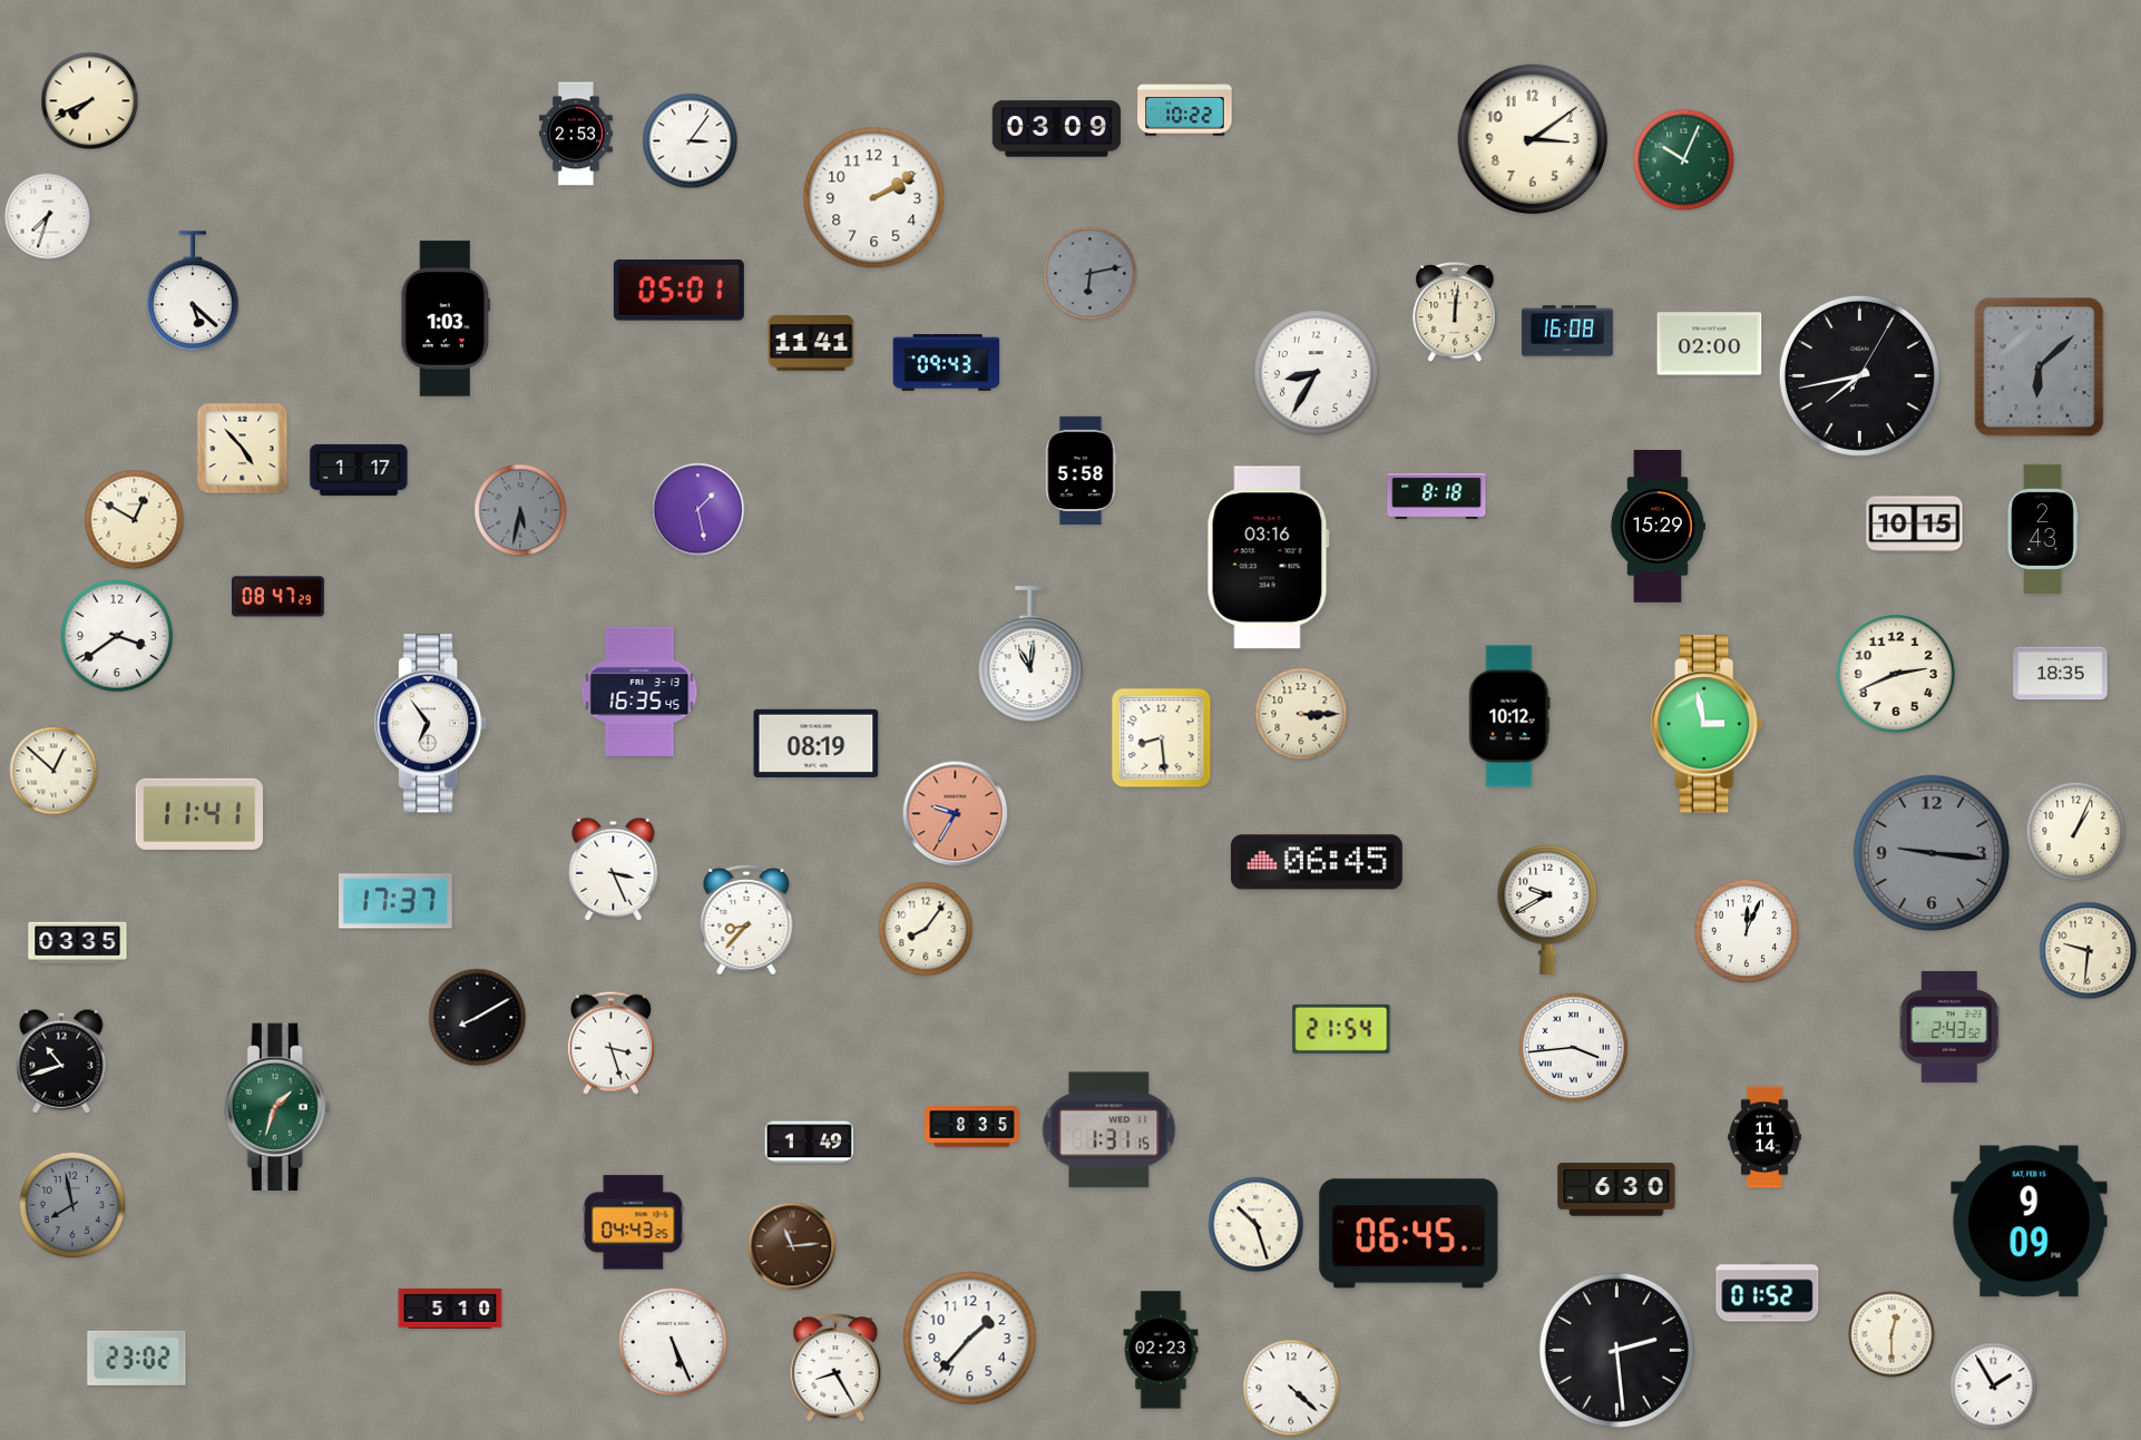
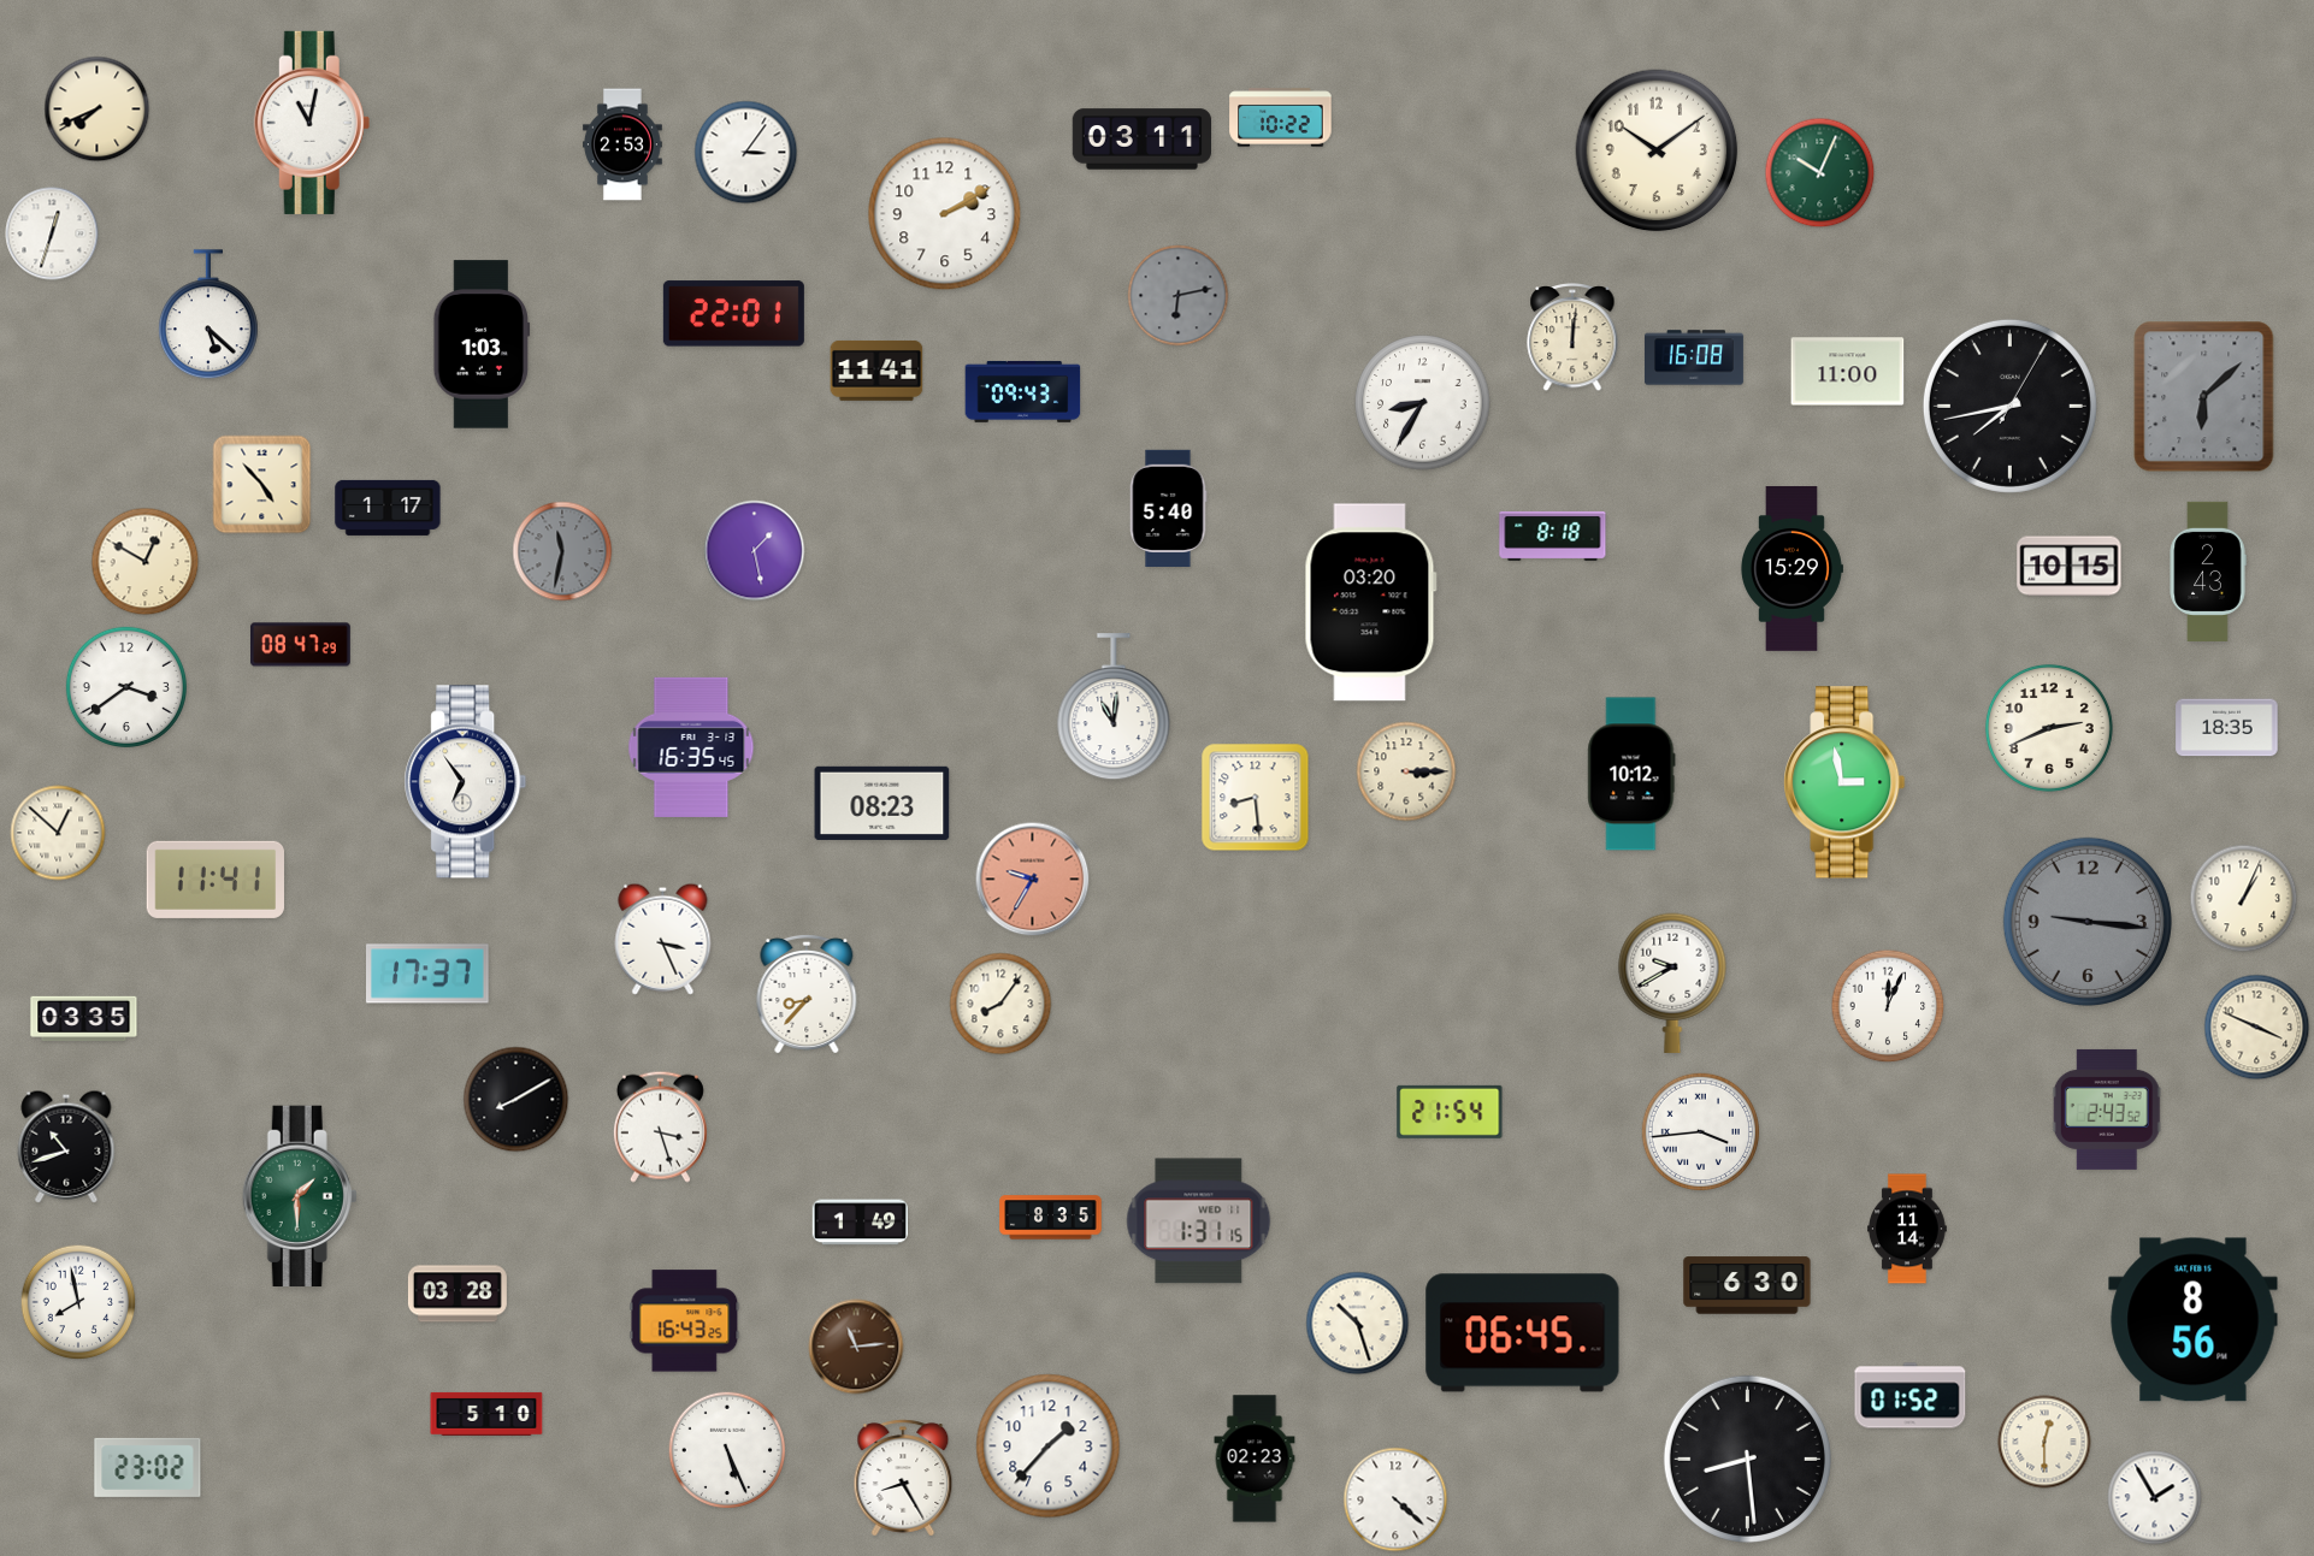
clock at (312, 123): none -> 11:02
clock at (1056, 129): 03:09 -> 03:11
clock at (1533, 139): 3:09 -> 10:09
clock at (48, 216): 7:33 -> 12:33
clock at (678, 291): 05:01 -> 22:01
clock at (1710, 344): 02:00 -> 11:00
clock at (1081, 470): 5:58 -> 5:40
clock at (520, 510): 5:32 -> 11:32
clock at (1268, 558): 03:16 -> 03:20
clock at (817, 743): 08:19 -> 08:23
clock at (1317, 862): 06:45 -> none
clock at (2089, 951): 9:31 -> 3:49
clock at (277, 1106): 1:33 -> 1:30
clock at (809, 1143) position: (809, 1143) -> (860, 1223)
clock at (458, 1294): none -> 03:28
clock at (72, 1205) dial: grey -> white
clock at (2030, 1222): 9:09 -> 8:56
clock at (634, 1223): 04:43 -> 16:43
clock at (1616, 1350): 2:29 -> 8:29
